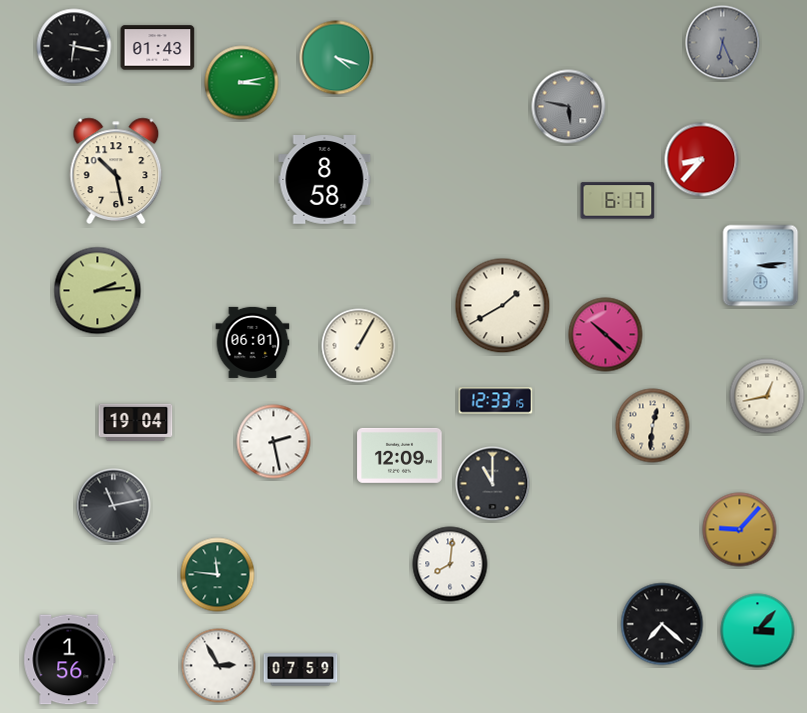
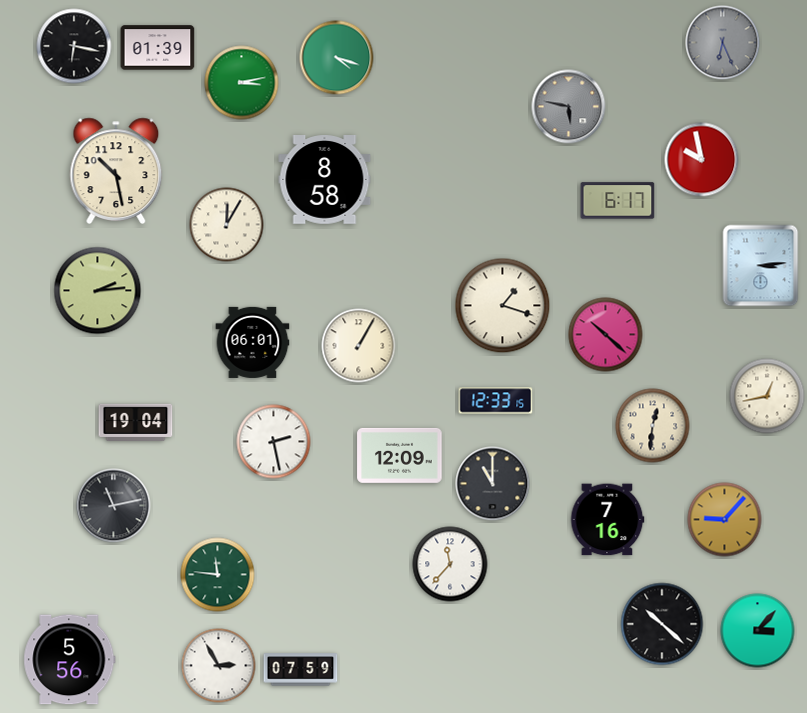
clock at (158, 48): 01:43 -> 01:39
clock at (702, 160): 8:37 -> 9:58
clock at (227, 225): none -> 12:05
clock at (503, 306): 1:40 -> 1:18
clock at (607, 520): none -> 7:16
clock at (740, 530) position: (740, 530) -> (725, 520)
clock at (450, 564): 8:01 -> 11:37
clock at (662, 624): 7:22 -> 10:22
clock at (70, 660): 1:56 -> 5:56
